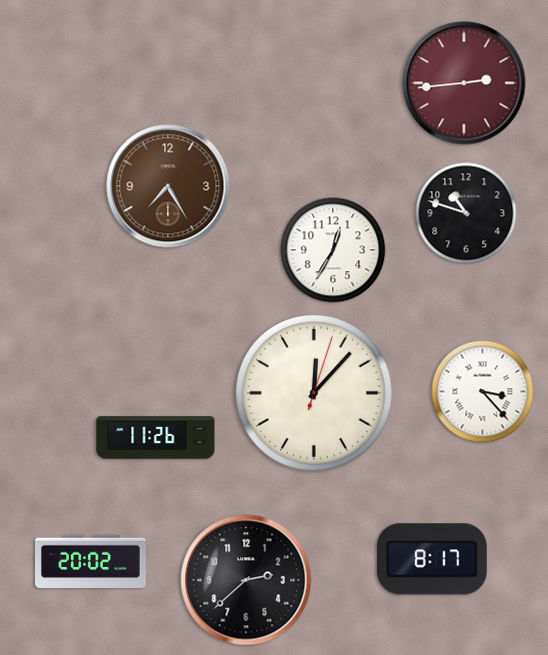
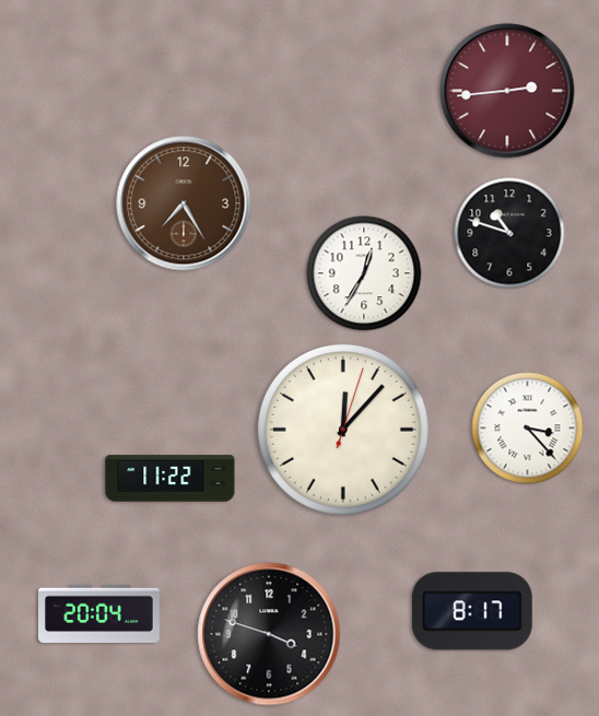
clock at (156, 438): 11:26 -> 11:22
clock at (91, 562): 20:02 -> 20:04
clock at (246, 580): 2:38 -> 3:48
